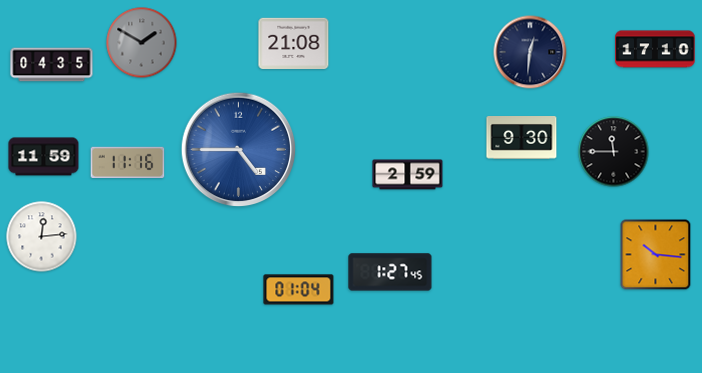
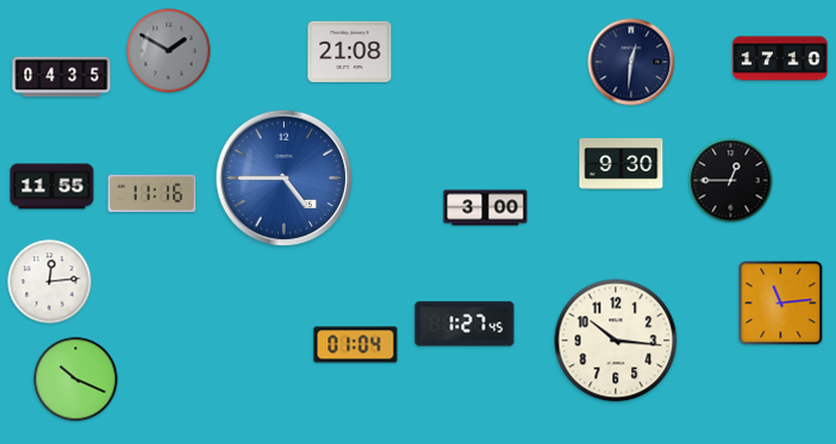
clock at (614, 152): 11:45 -> 12:45
clock at (44, 157): 11:59 -> 11:55
clock at (408, 175): 2:59 -> 3:00
clock at (656, 255): 10:16 -> 11:14
clock at (616, 340): none -> 10:16
clock at (76, 380): none -> 10:19
